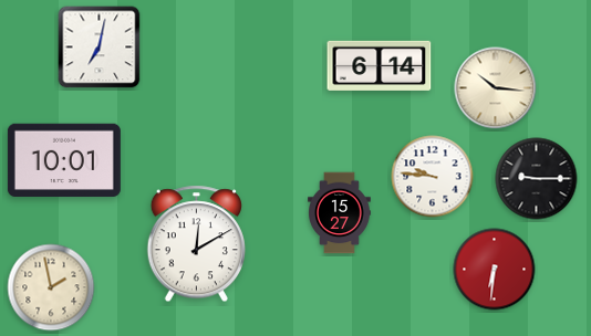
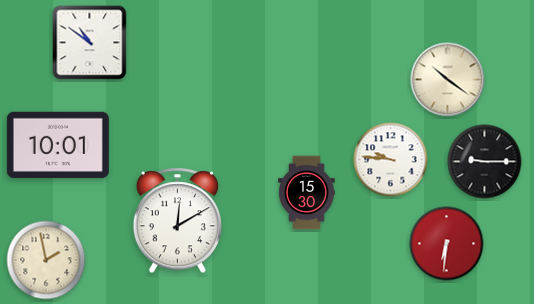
clock at (100, 48): 7:02 -> 10:51
clock at (380, 65): 6:14 -> none
clock at (496, 88): 10:16 -> 10:21
clock at (340, 213): 15:27 -> 15:30
